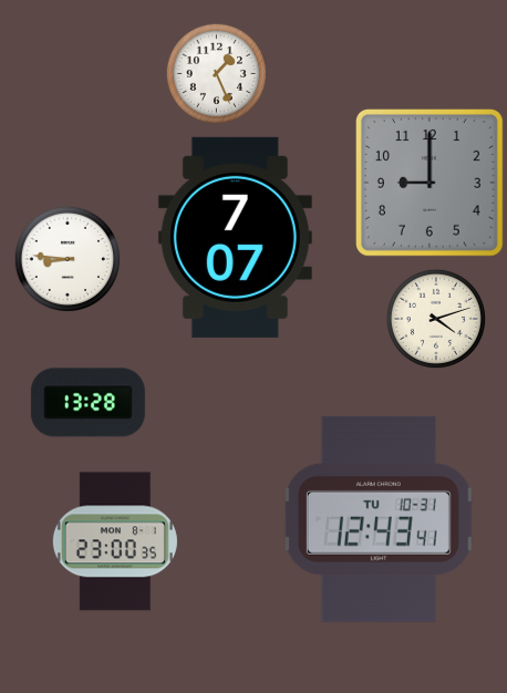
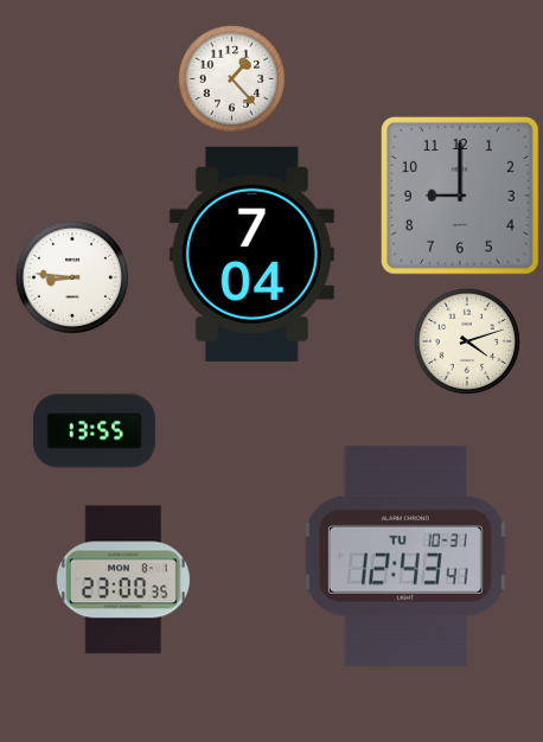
clock at (216, 73): 1:26 -> 1:23
clock at (235, 237): 7:07 -> 7:04
clock at (87, 403): 13:28 -> 13:55
